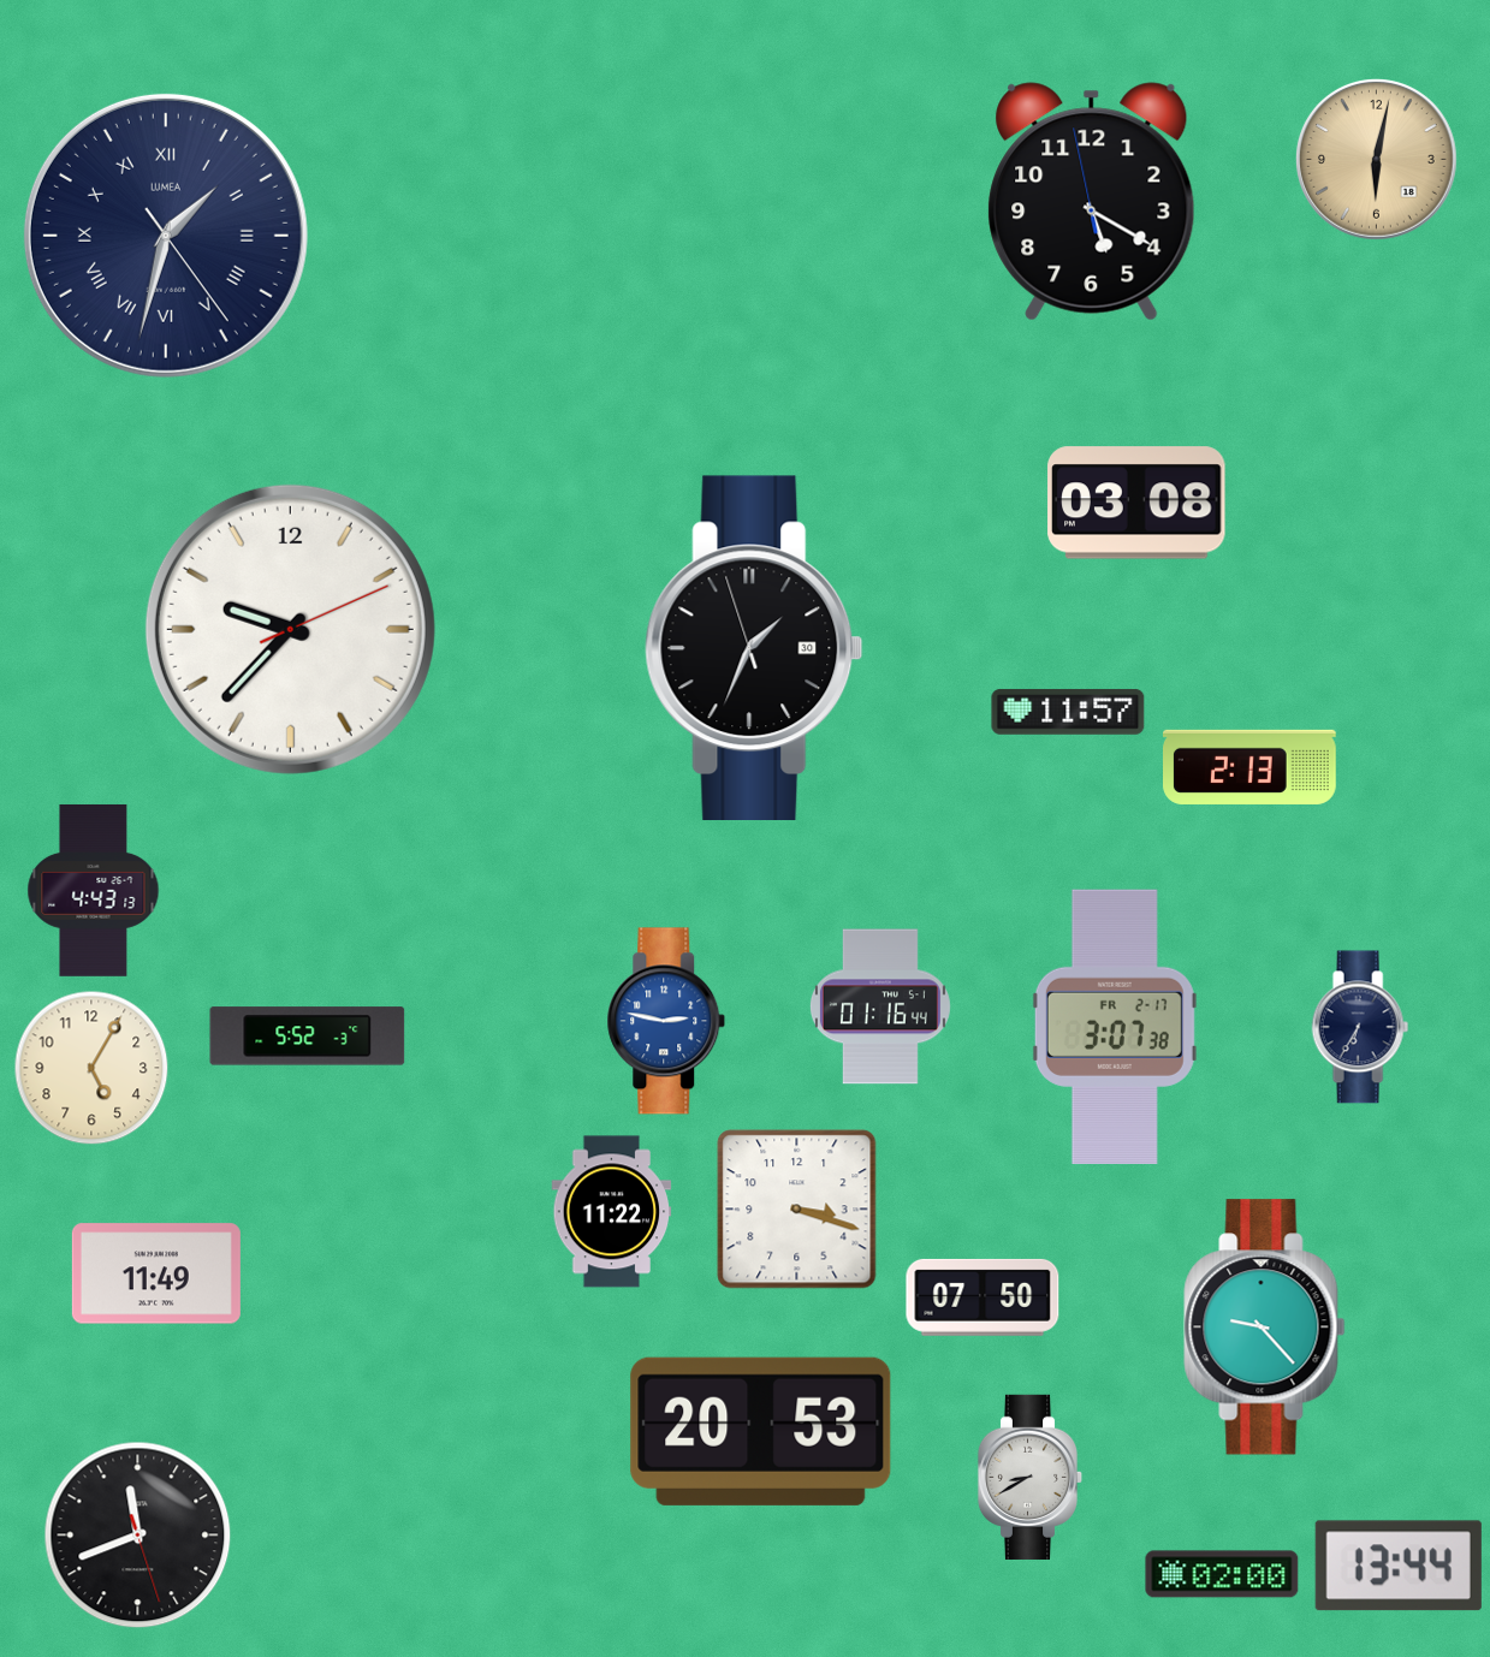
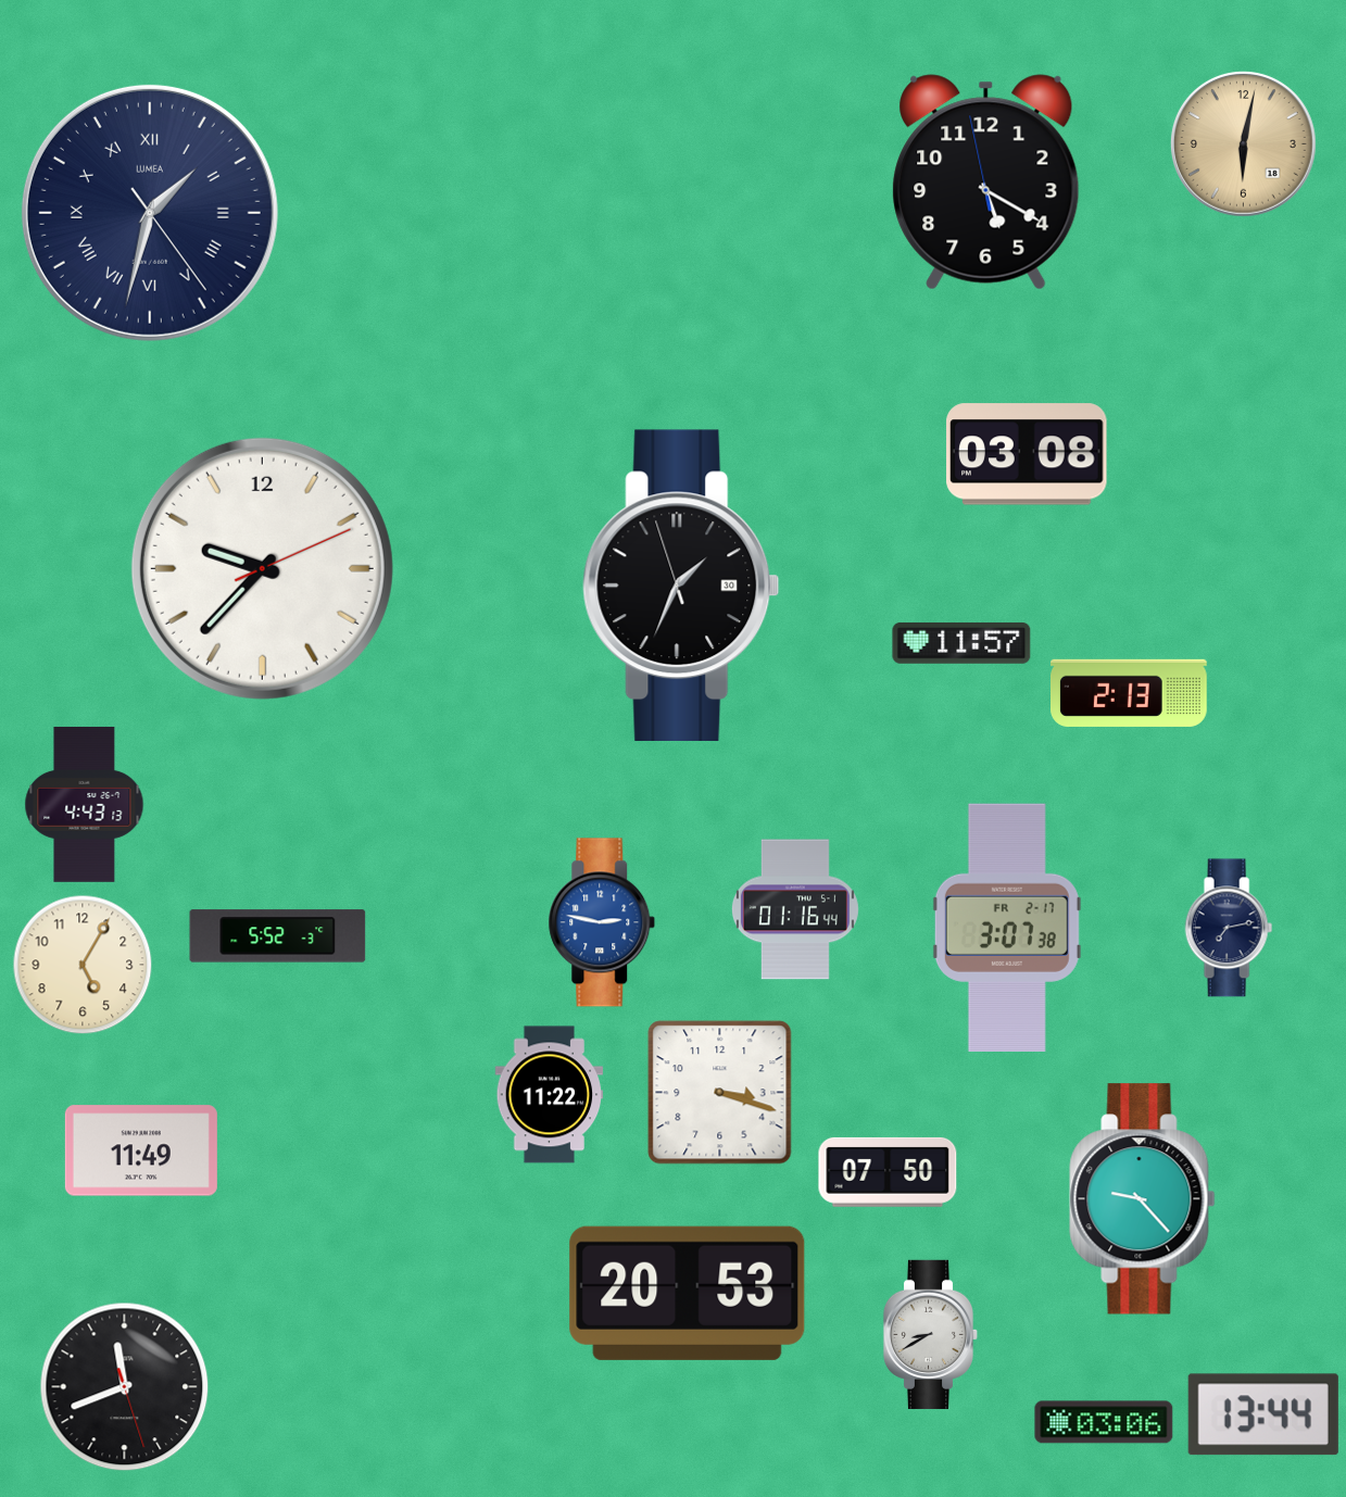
clock at (1068, 712) position: (1068, 712) -> (961, 643)
clock at (1360, 1027): 6:35 -> 7:13
clock at (612, 1212) position: (612, 1212) -> (550, 1095)
clock at (1222, 1574): 02:00 -> 03:06
